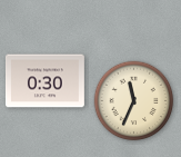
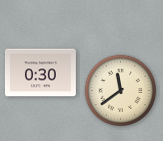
clock at (134, 101): 11:34 -> 11:39
